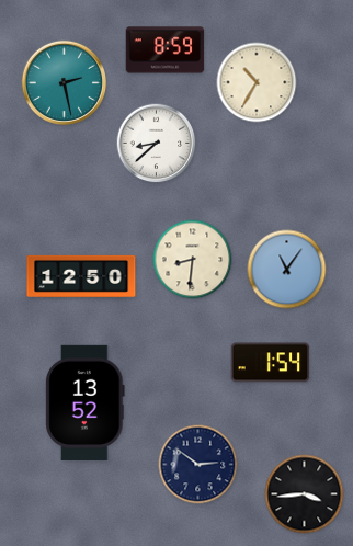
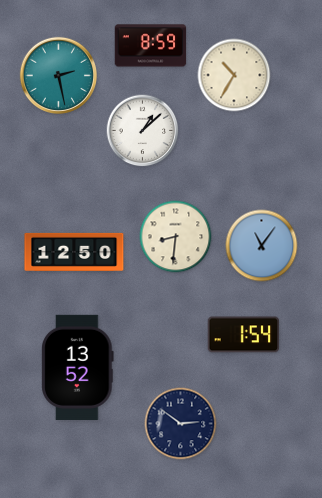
clock at (157, 144): 8:38 -> 1:08
clock at (271, 363) position: (271, 363) -> (244, 335)
clock at (305, 494): 3:44 -> none
